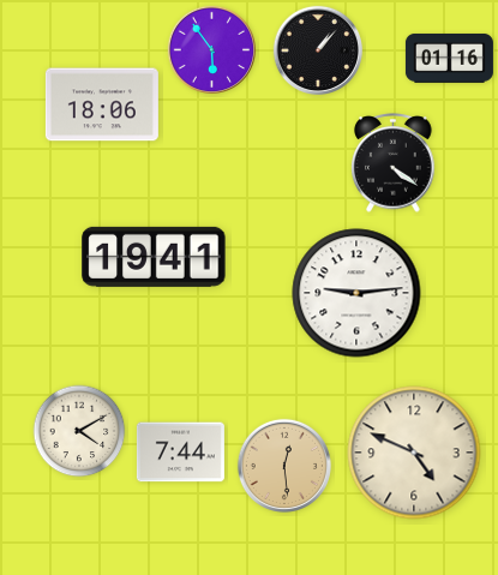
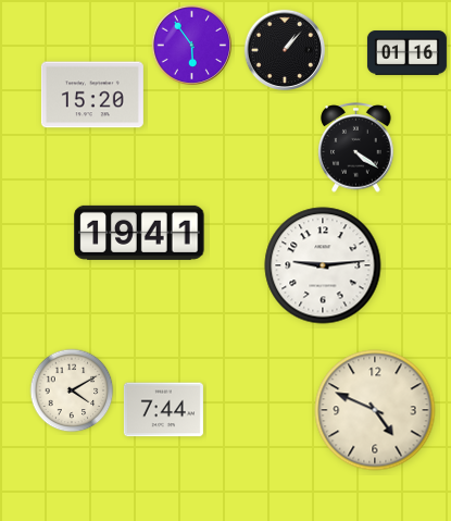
clock at (317, 49) position: (317, 49) -> (284, 49)
clock at (102, 104): 18:06 -> 15:20
clock at (284, 466): 12:29 -> none
